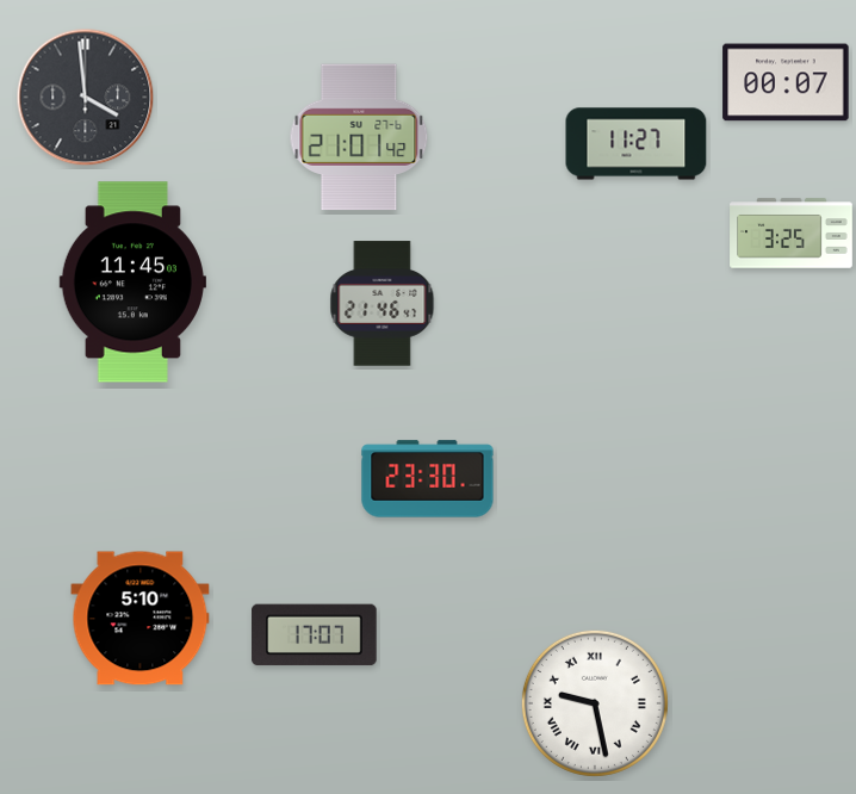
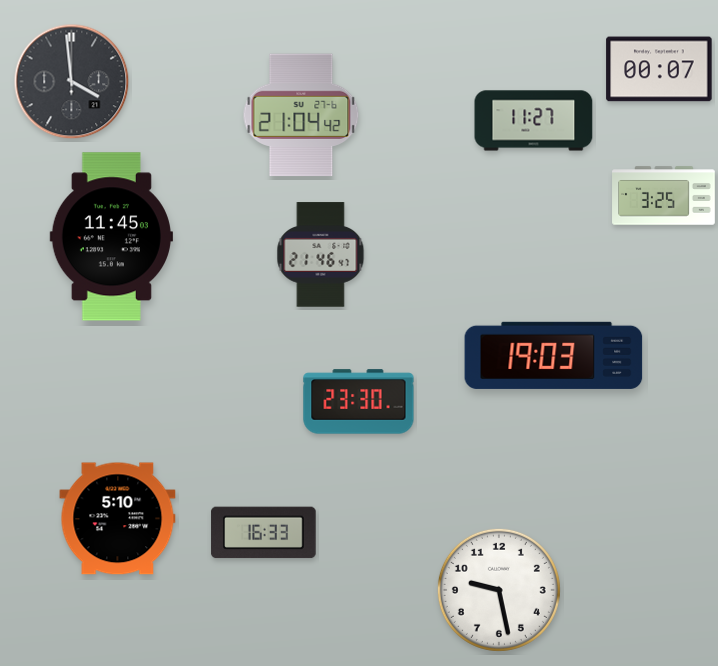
clock at (359, 137): 21:01 -> 21:04
clock at (554, 355): none -> 19:03
clock at (315, 635): 17:07 -> 16:33
clock at (595, 703) numerals: Roman -> Arabic
